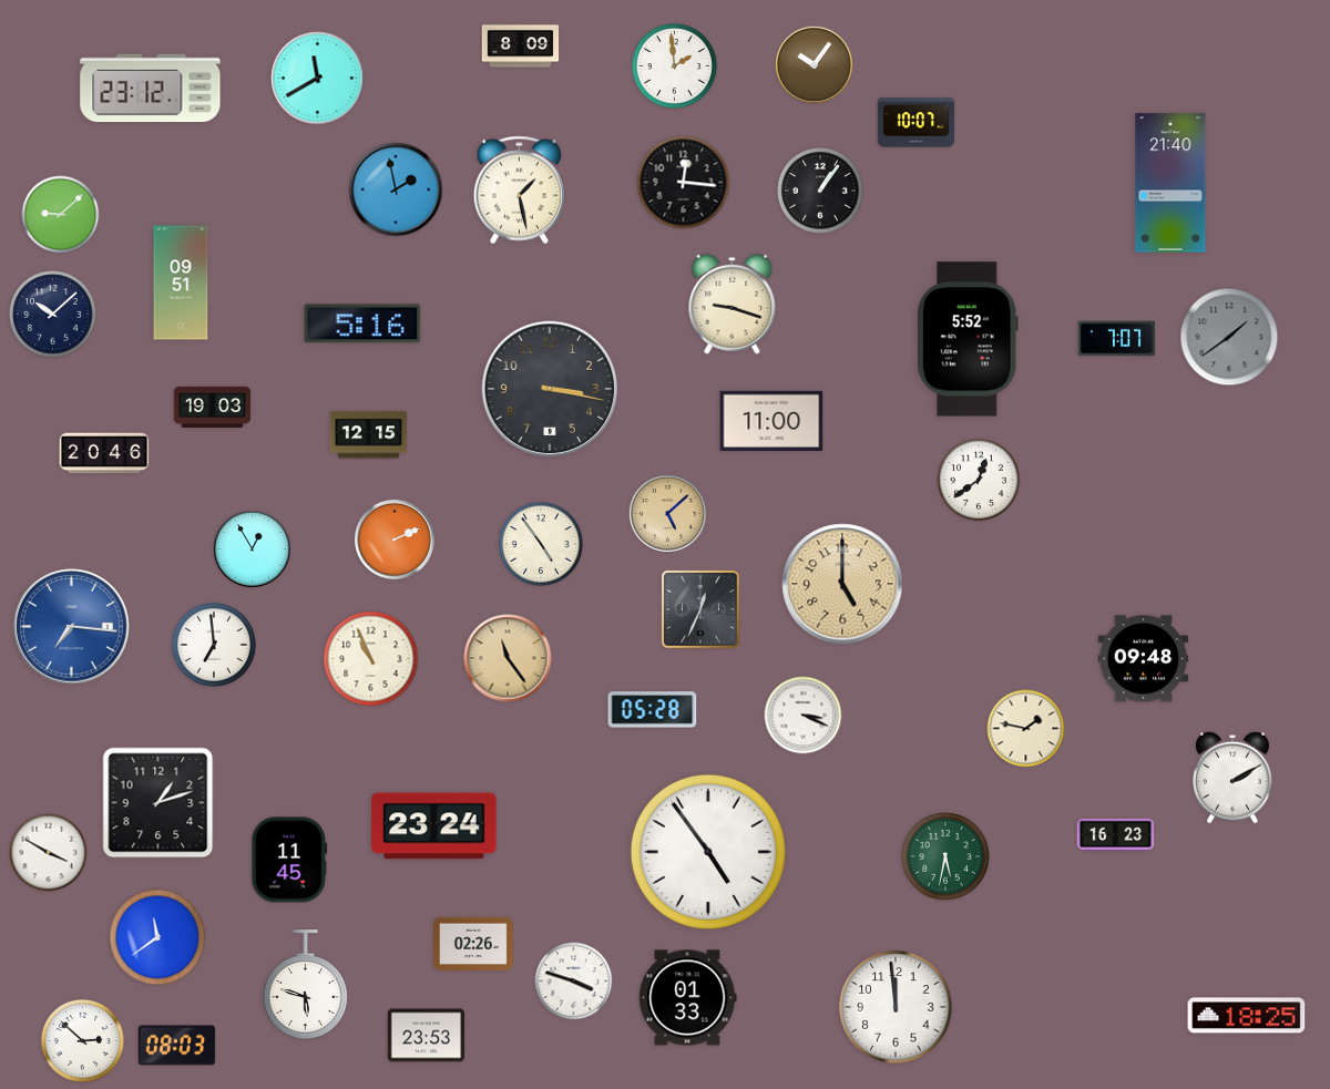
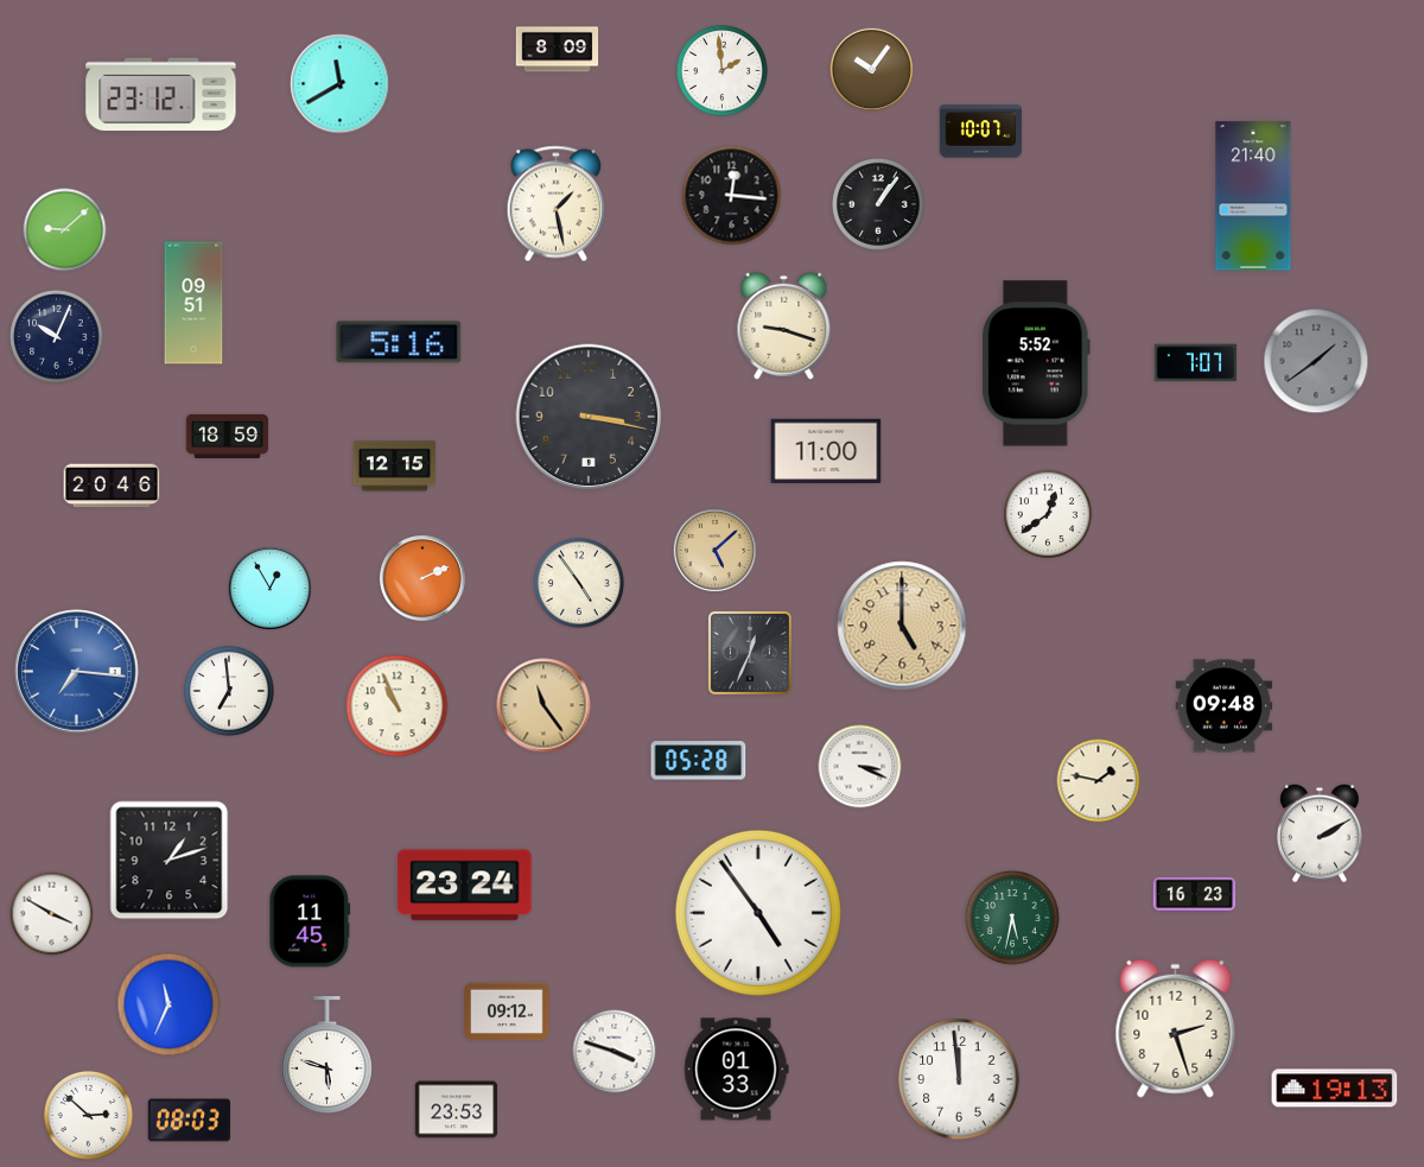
clock at (396, 189): 1:58 -> none
clock at (53, 315): 10:08 -> 10:04
clock at (362, 323) position: (362, 323) -> (399, 342)
clock at (213, 407): 19:03 -> 18:59
clock at (157, 937): 11:39 -> 11:34
clock at (474, 944): 02:26 -> 09:12
clock at (1176, 1028): none -> 2:27
clock at (1247, 1016): 18:25 -> 19:13
